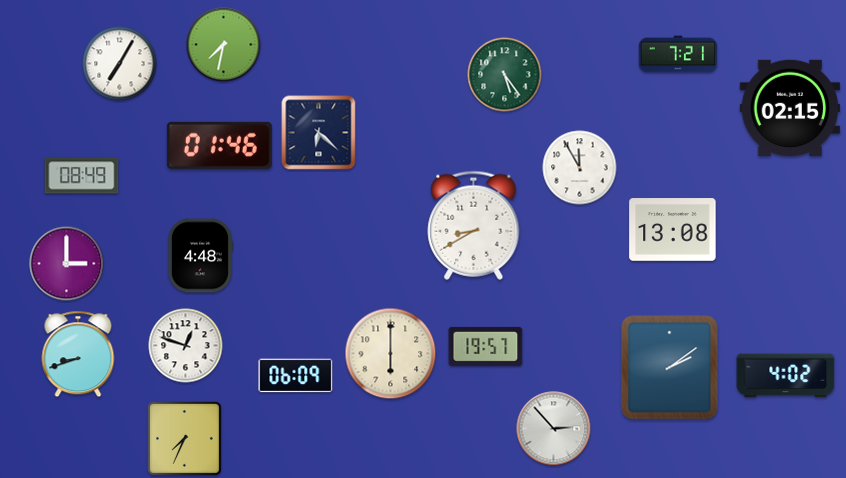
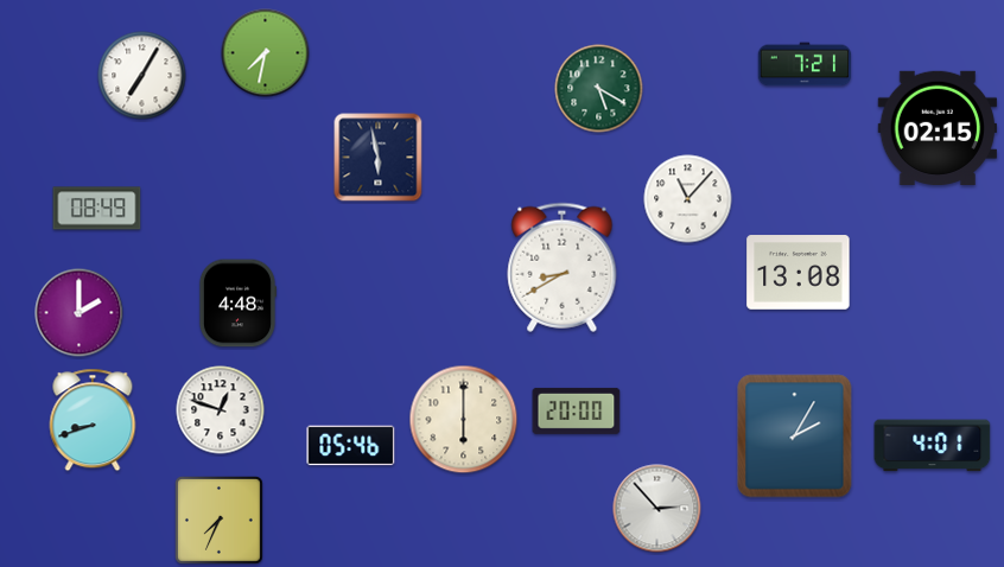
clock at (505, 75): 5:24 -> 5:20
clock at (319, 133): 6:22 -> 5:58
clock at (219, 145): 01:46 -> none
clock at (580, 168): 11:55 -> 11:07
clock at (67, 264): 3:00 -> 2:00
clock at (486, 346): 19:57 -> 20:00
clock at (670, 368): 2:09 -> 2:05
clock at (296, 376): 06:09 -> 05:46
clock at (786, 376): 4:02 -> 4:01
